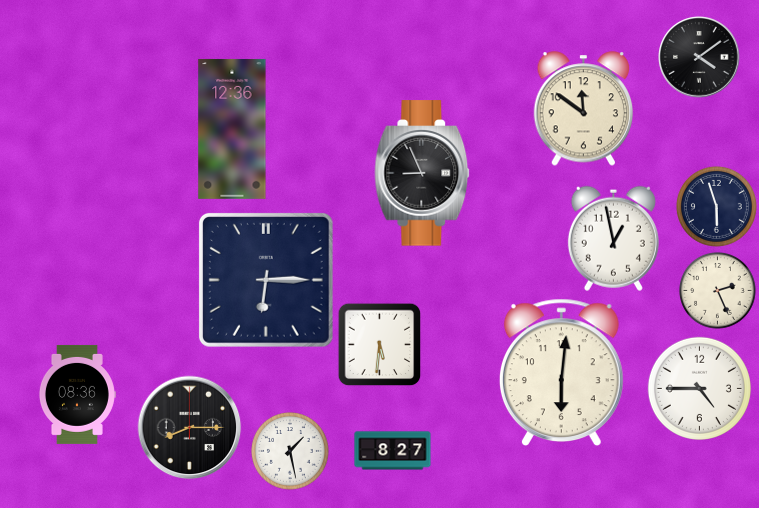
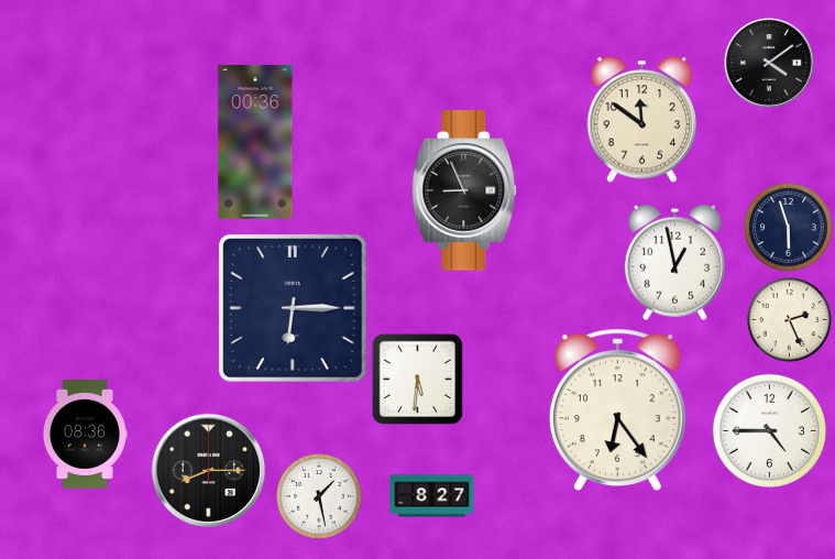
clock at (232, 129): 12:36 -> 00:36
clock at (561, 372): 6:01 -> 6:24
clock at (699, 388) position: (699, 388) -> (769, 430)
